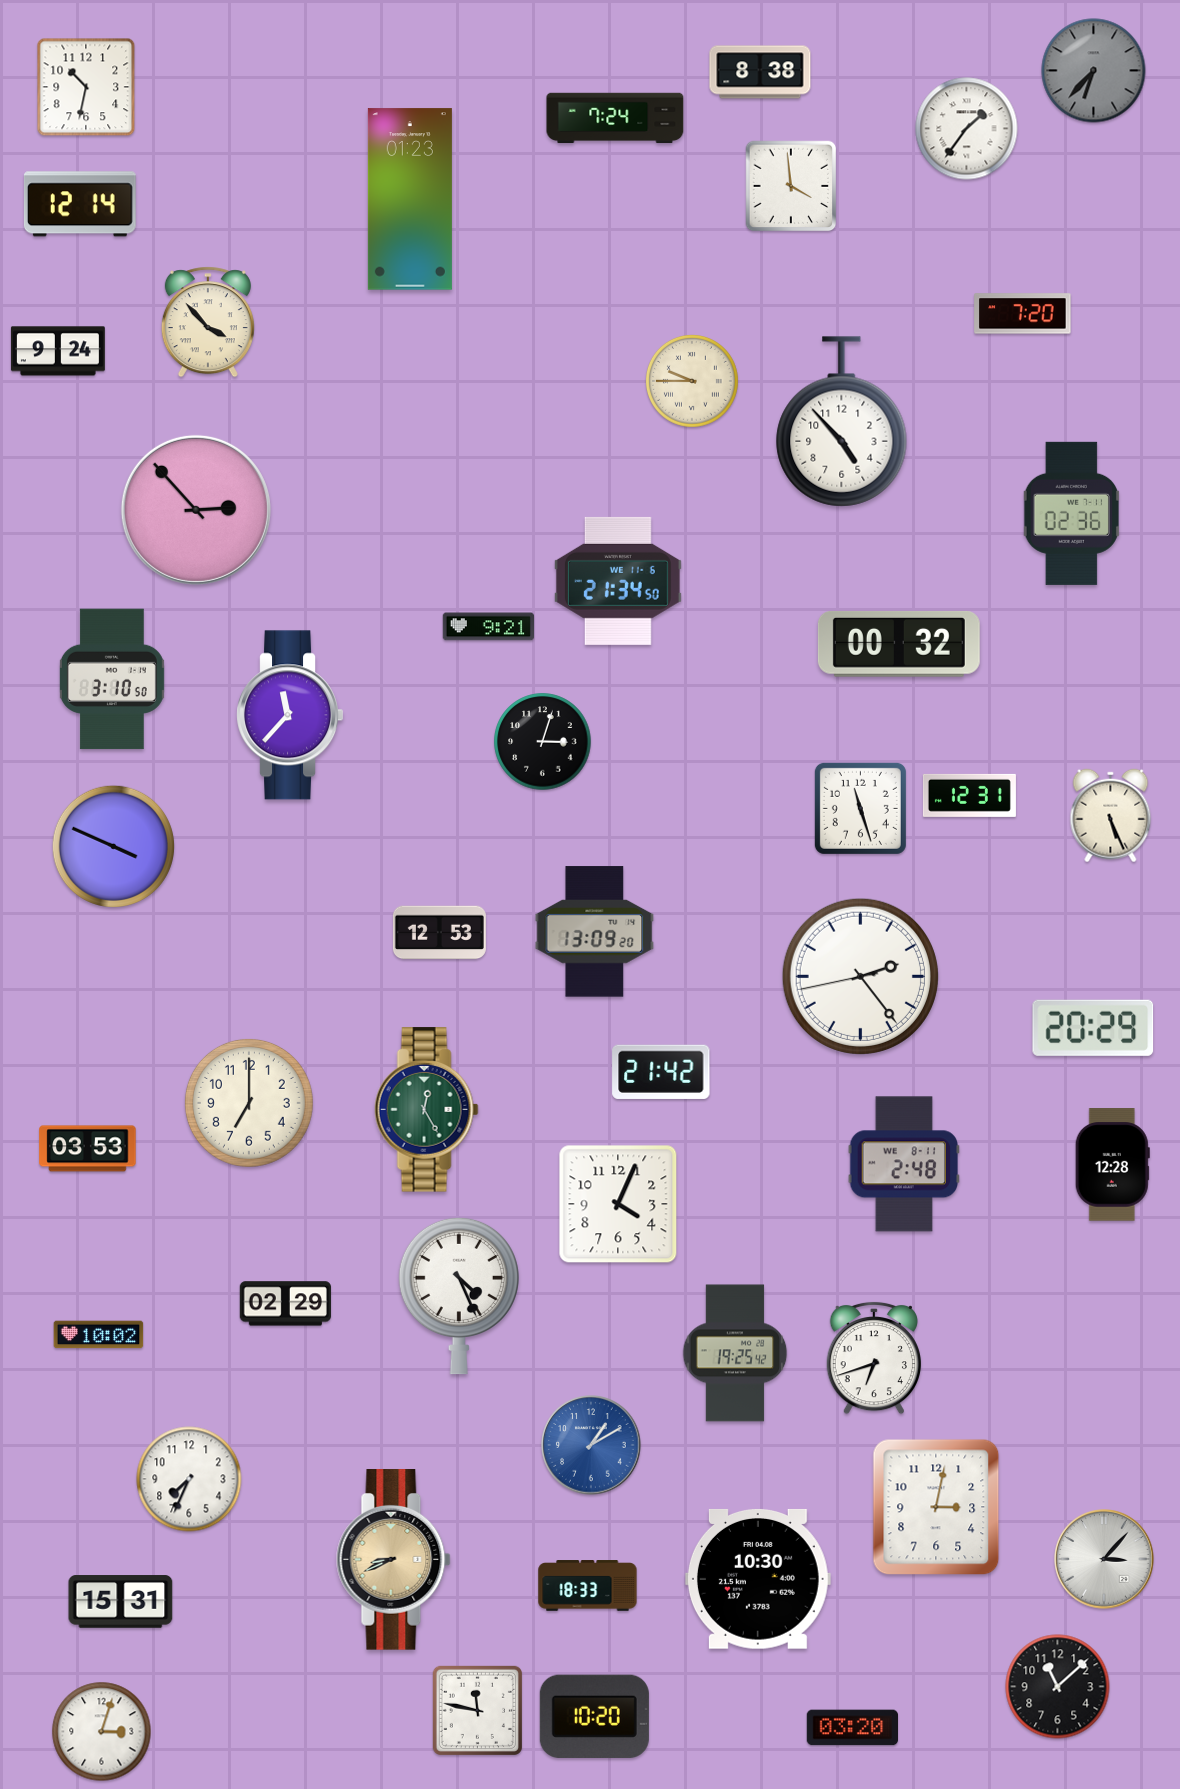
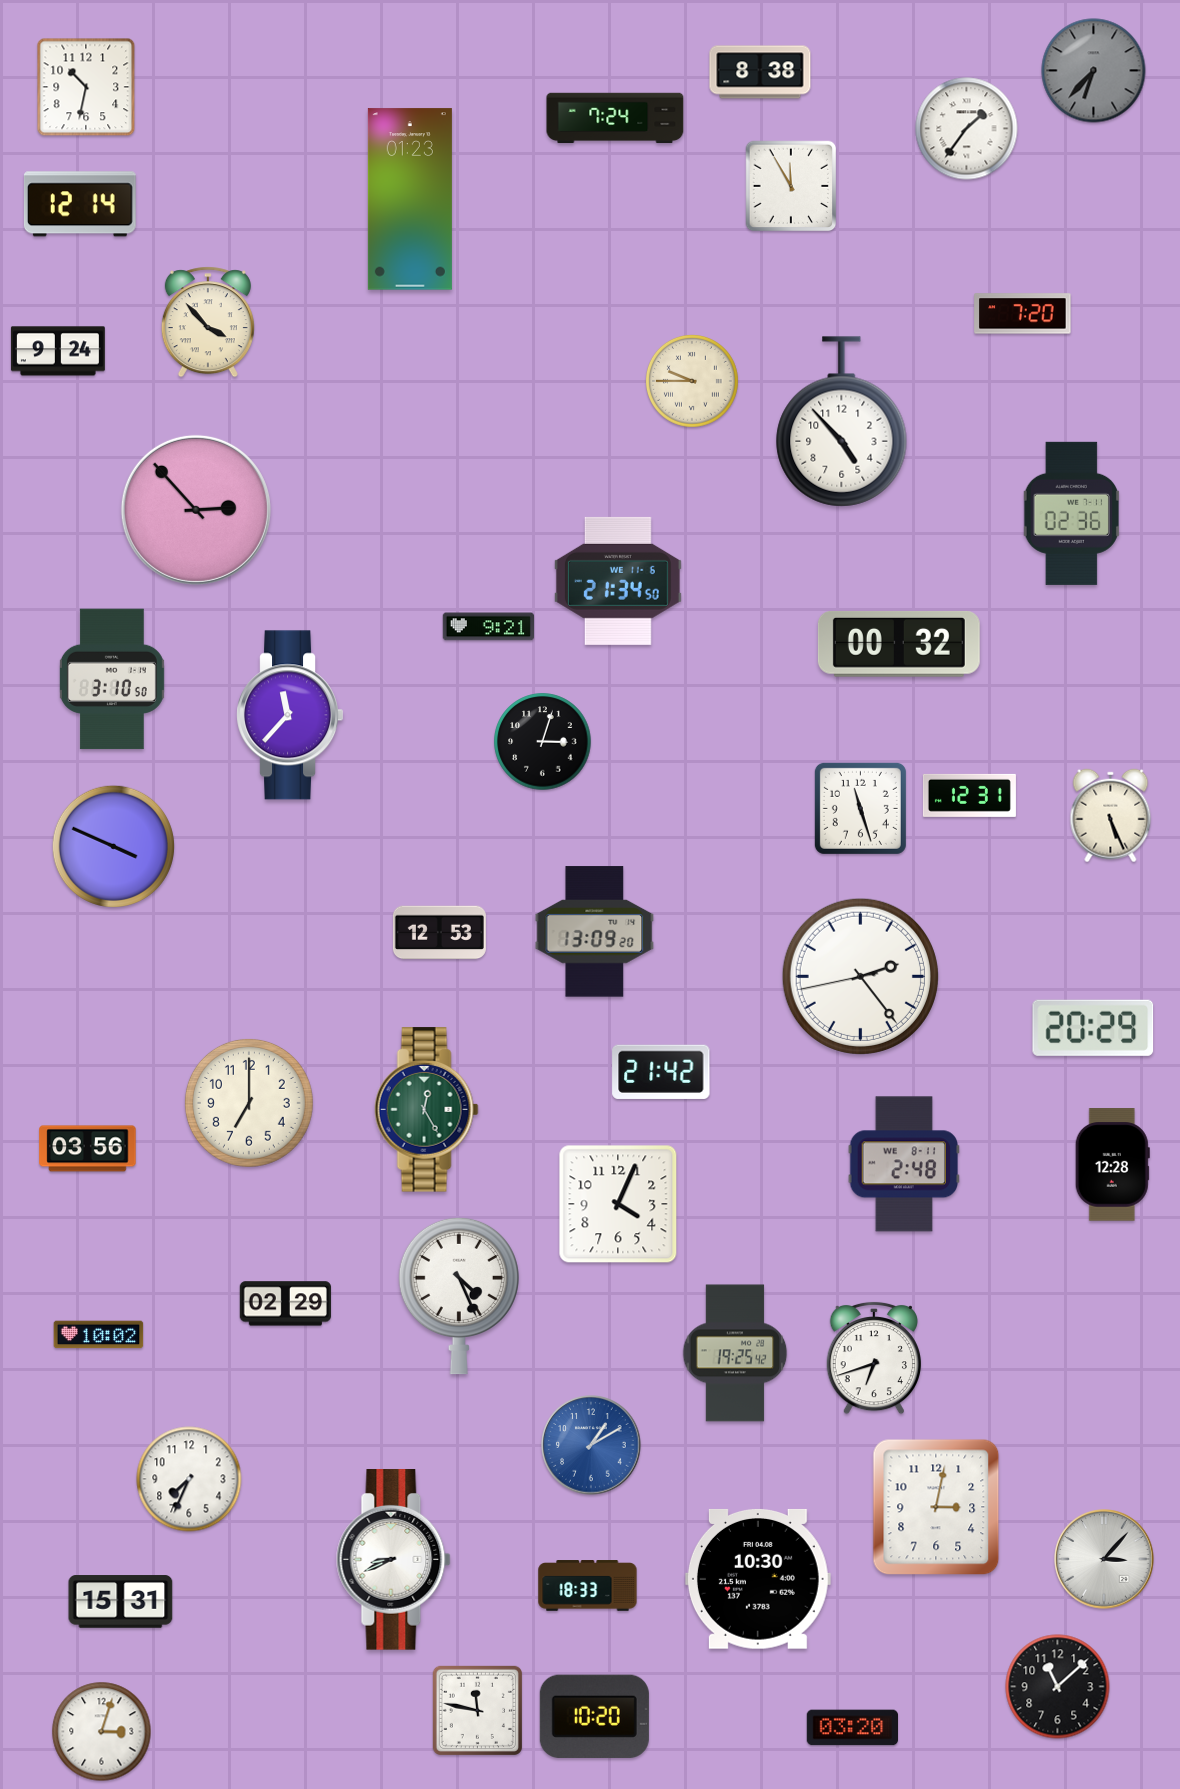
clock at (791, 186): 3:59 -> 11:55
clock at (88, 1149): 03:53 -> 03:56
clock at (394, 1560) dial: champagne -> white
